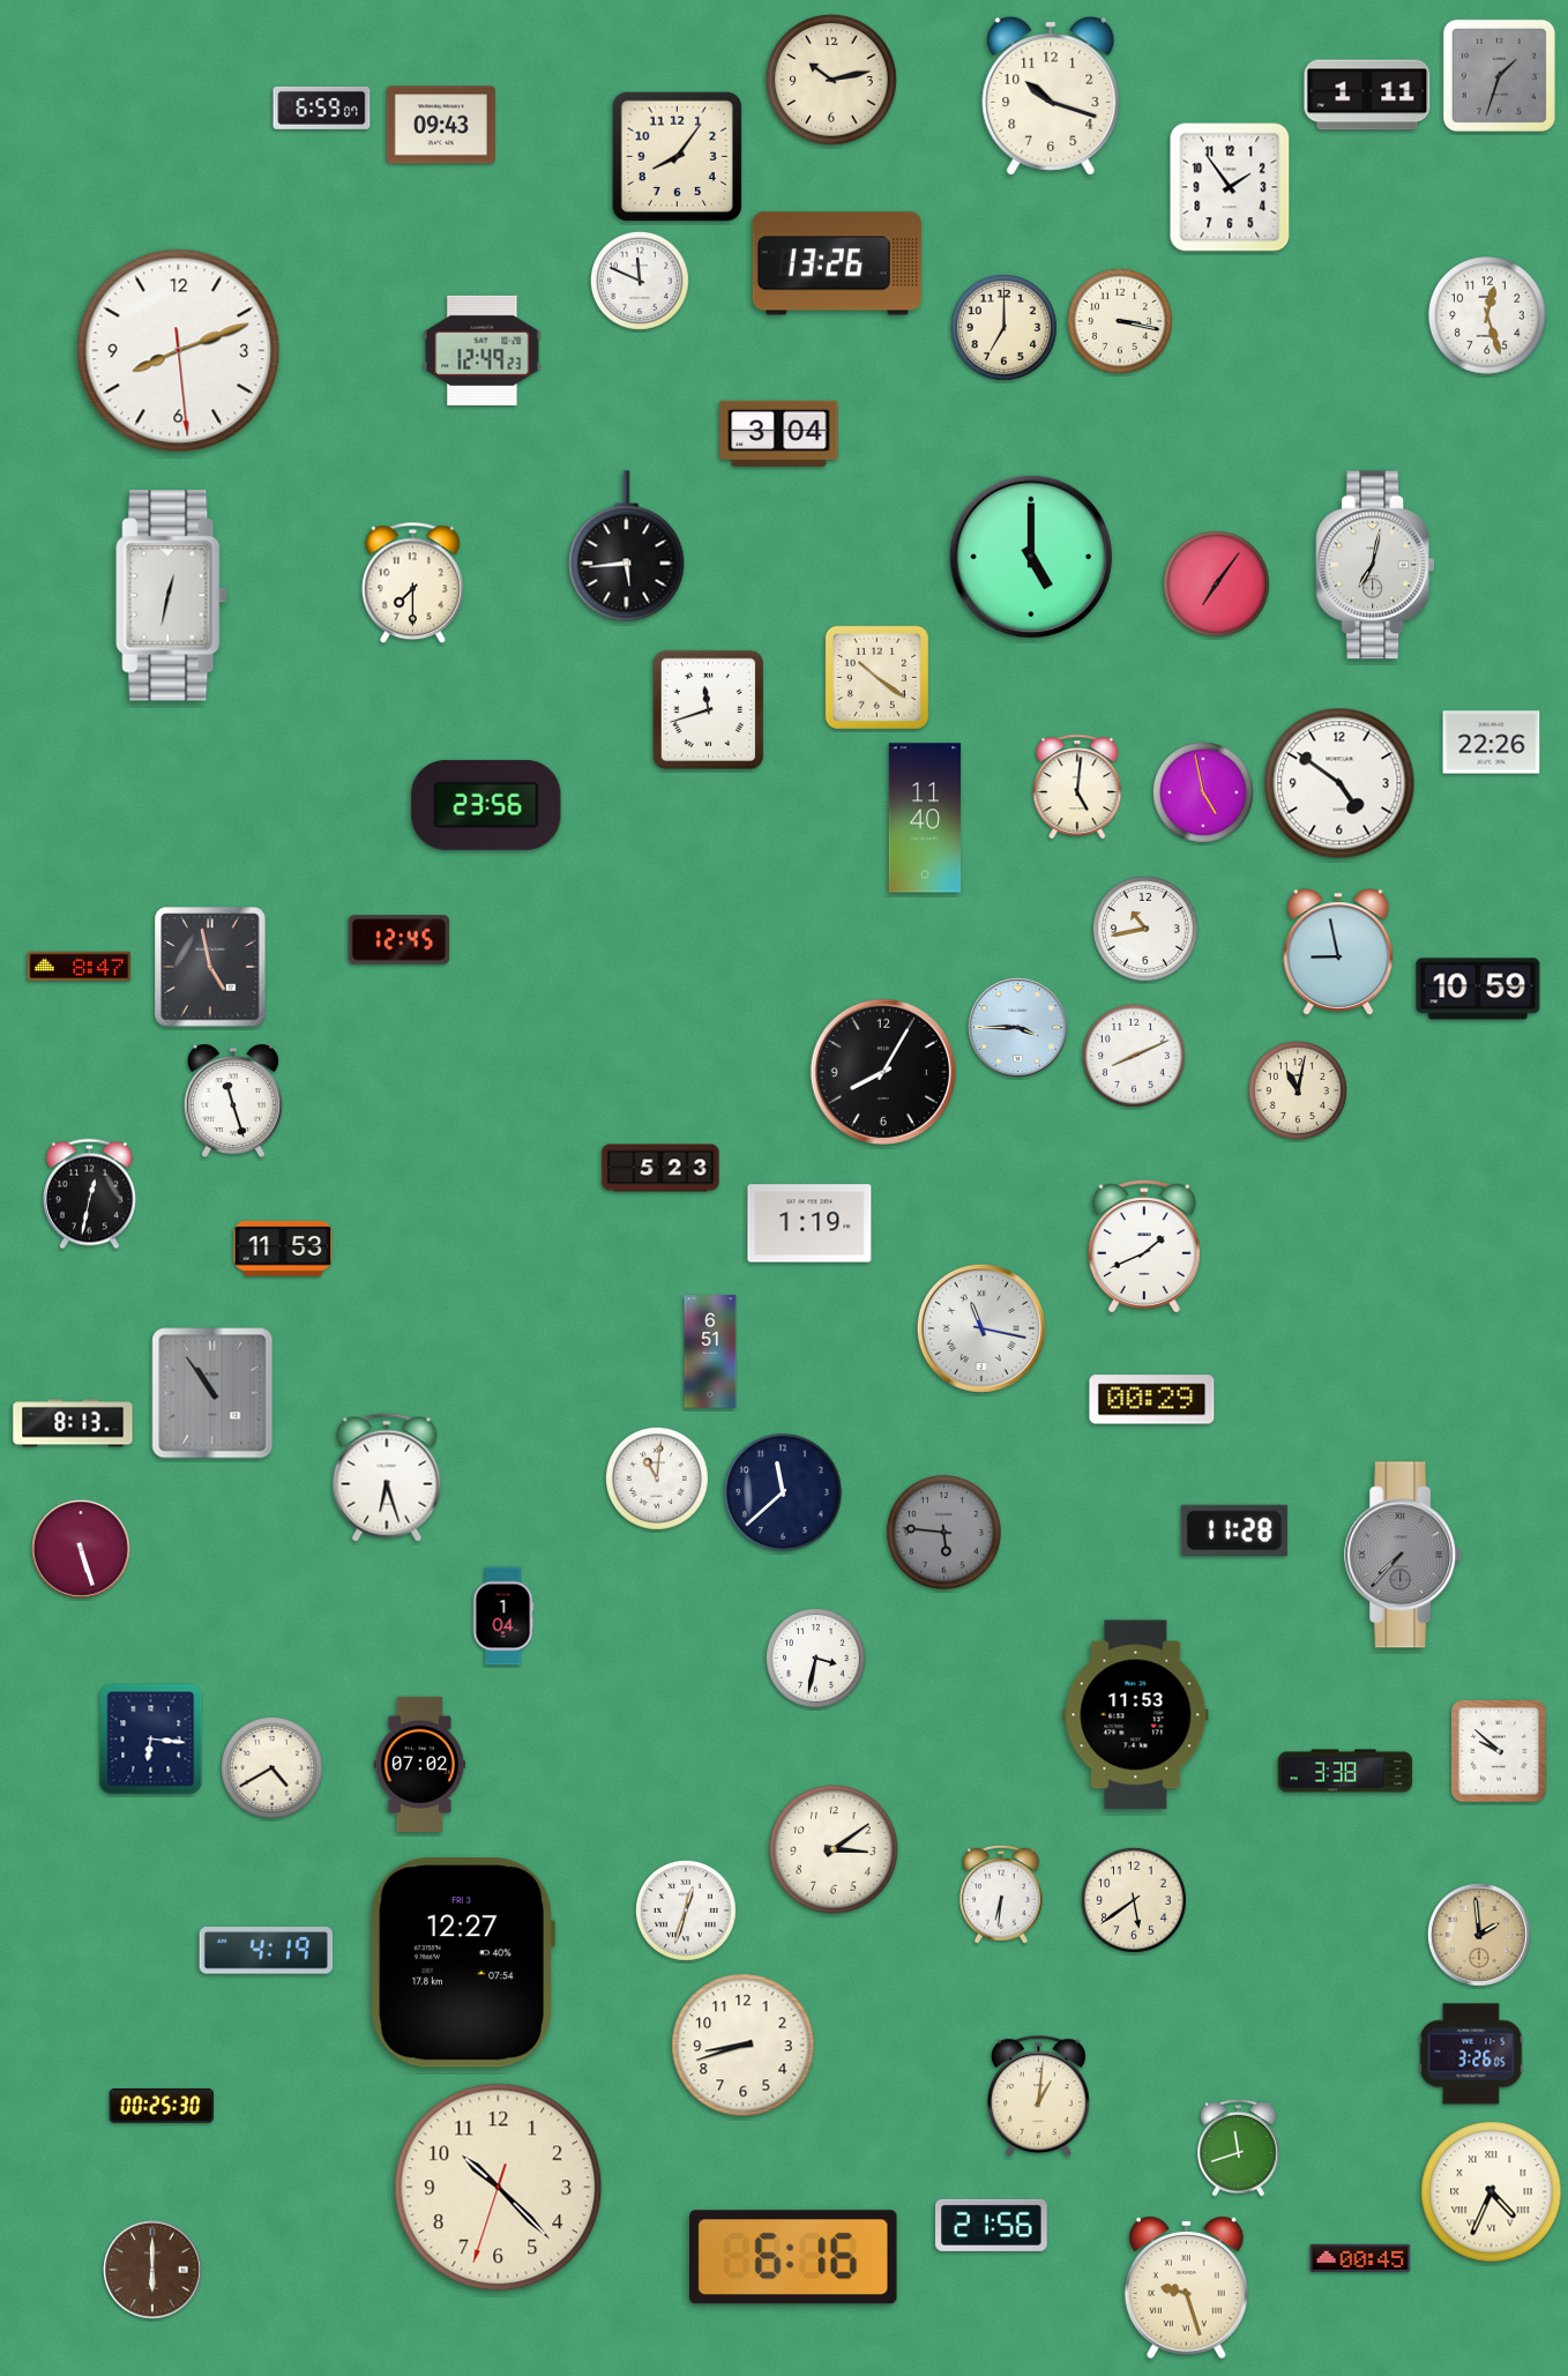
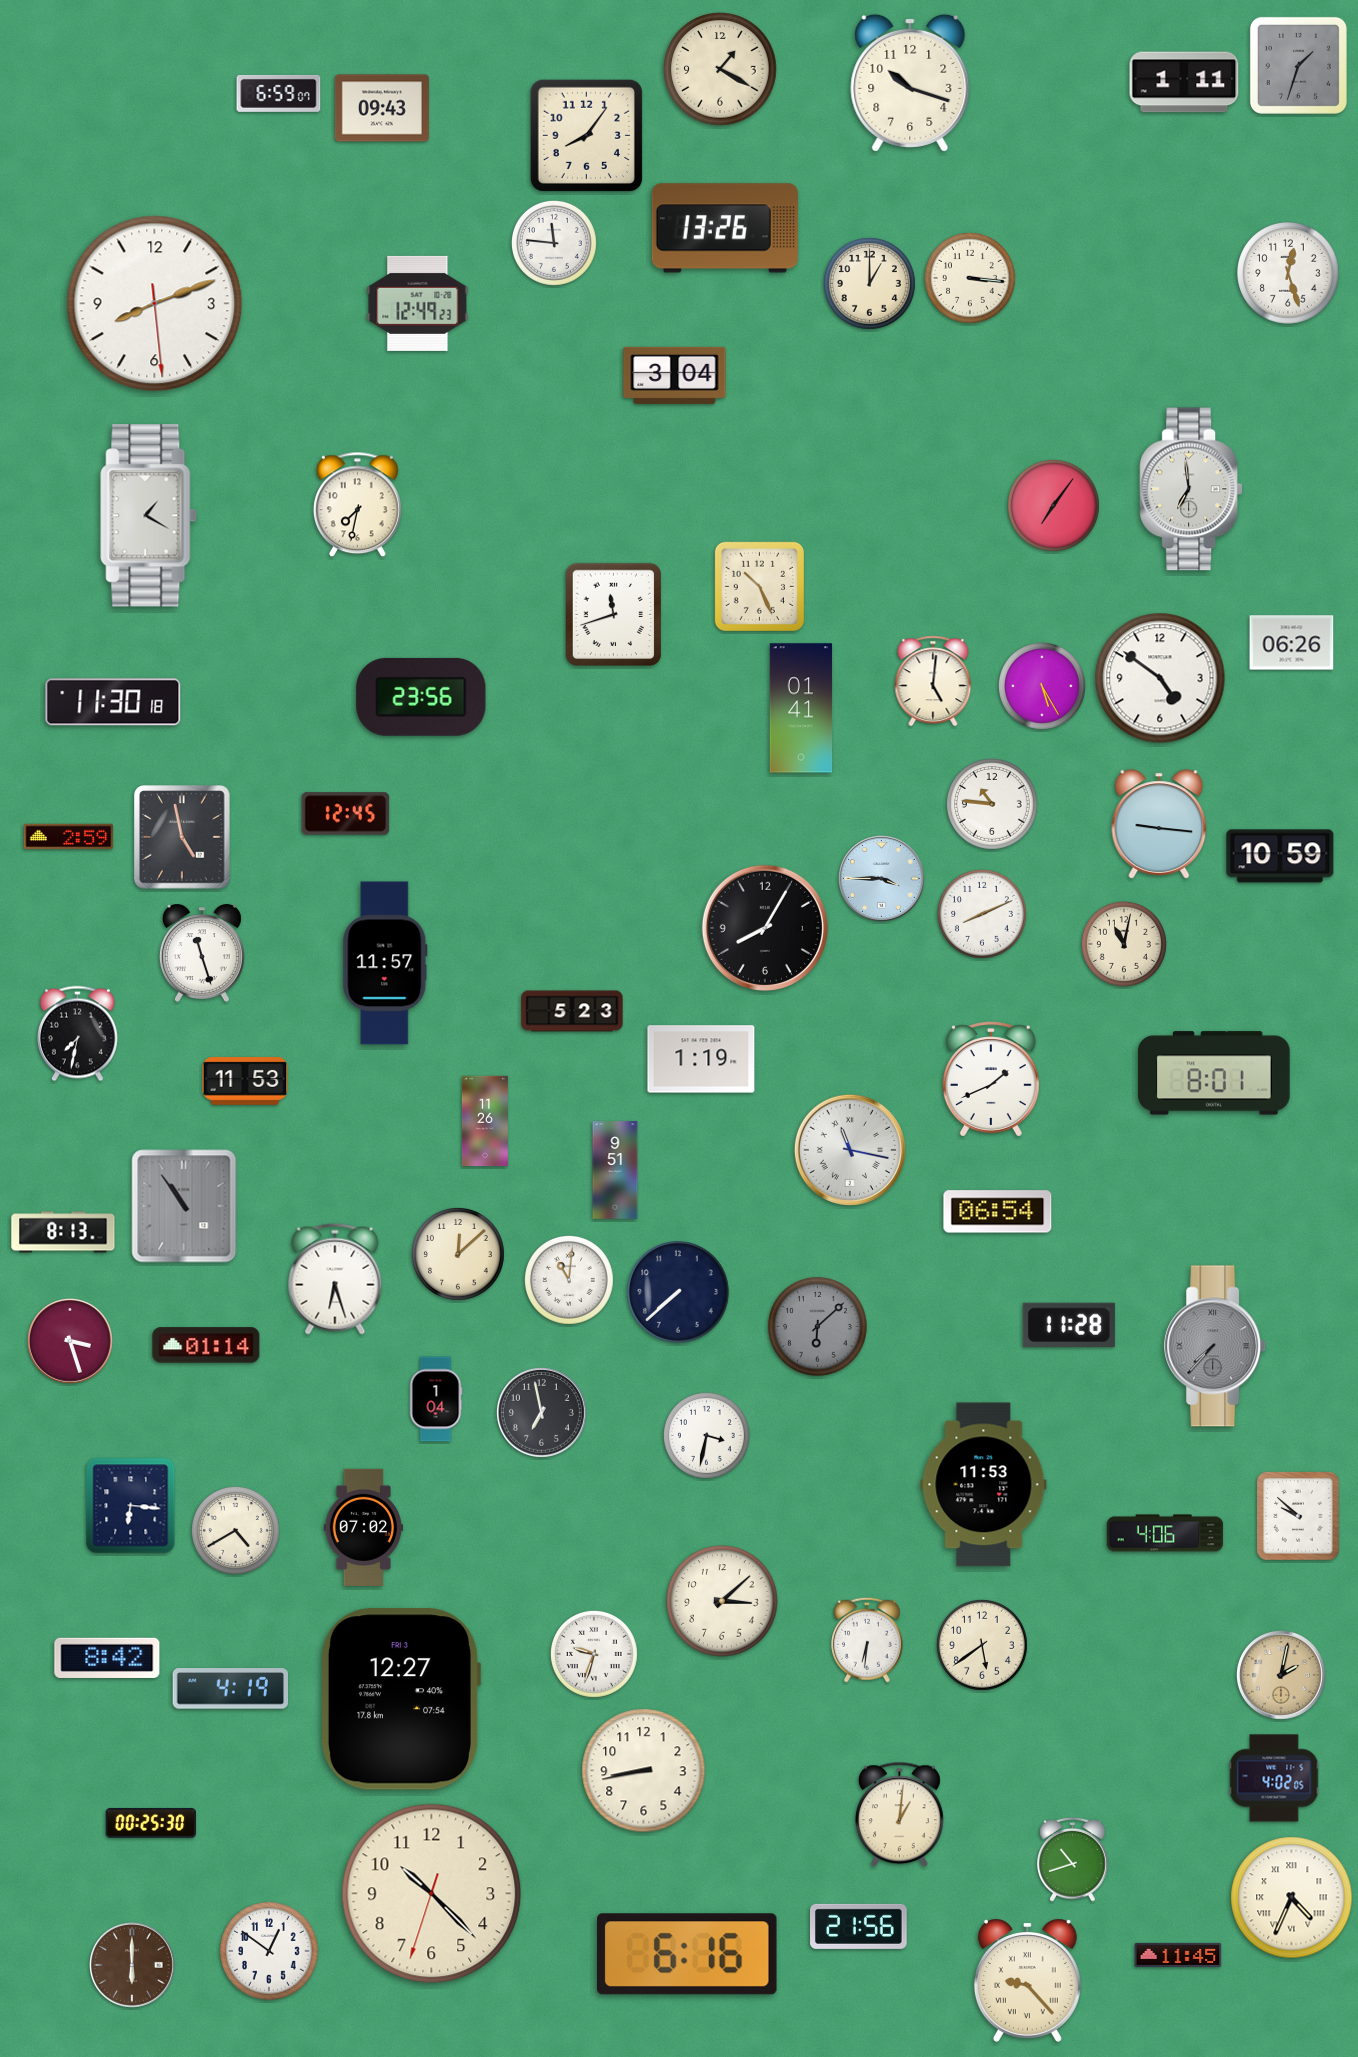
clock at (831, 80): 10:13 -> 1:20
clock at (1230, 187): 1:54 -> none
clock at (640, 281): 11:49 -> 11:46
clock at (1121, 321): 3:17 -> 3:16
clock at (1005, 328): 7:00 -> 1:00
clock at (627, 546): 5:44 -> none
clock at (1031, 557): 5:00 -> none
clock at (1375, 565): 7:02 -> 6:59
clock at (412, 583): 7:30 -> 7:32
clock at (172, 596): 12:32 -> 1:20
clock at (876, 677): 10:21 -> 10:26
clock at (1492, 743): 22:26 -> 06:26
clock at (1203, 792): 4:58 -> 5:25
clock at (113, 702): none -> 11:30
clock at (925, 818): 11:40 -> 01:41
clock at (1147, 929): 10:43 -> 10:46
clock at (1338, 952): 8:58 -> 9:16
clock at (80, 967): 8:47 -> 2:59
clock at (1018, 1028) position: (1018, 1028) -> (882, 879)
clock at (385, 963): none -> 11:57
clock at (89, 1194): 12:32 -> 7:32
clock at (1214, 1073): none -> 8:01
clock at (485, 1121): none -> 11:26
clock at (710, 1351): 6:51 -> 9:51
clock at (1152, 1400): 00:29 -> 06:54
clock at (459, 1255): none -> 12:08
clock at (783, 1492): 11:38 -> 7:38
clock at (944, 1533): 5:46 -> 6:08
clock at (82, 1550): 5:27 -> 3:27
clock at (206, 1345): none -> 01:14
clock at (541, 1412): none -> 6:58
clock at (1345, 1771): 3:38 -> 4:06
clock at (834, 1849): 3:09 -> 3:08
clock at (686, 1911): 12:33 -> 9:33
clock at (107, 1658): none -> 8:42
clock at (1479, 1935): 1:59 -> 2:02
clock at (744, 2046): 8:42 -> 8:43
clock at (1471, 2054): 3:26 -> 4:02
clock at (160, 2107) position: (160, 2107) -> (150, 1824)
clock at (1239, 2147): 11:42 -> 10:42
clock at (269, 1951): none -> 12:51
clock at (1360, 2258): 00:45 -> 11:45
clock at (1186, 2287): 9:27 -> 9:23
